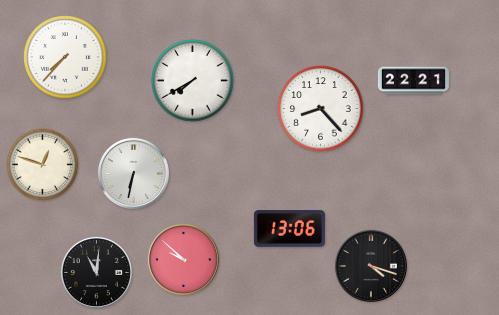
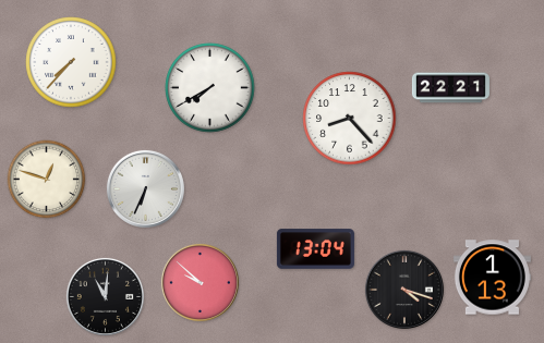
clock at (133, 173): 6:32 -> 6:34
clock at (289, 229): 13:06 -> 13:04
clock at (492, 278): none -> 1:13
